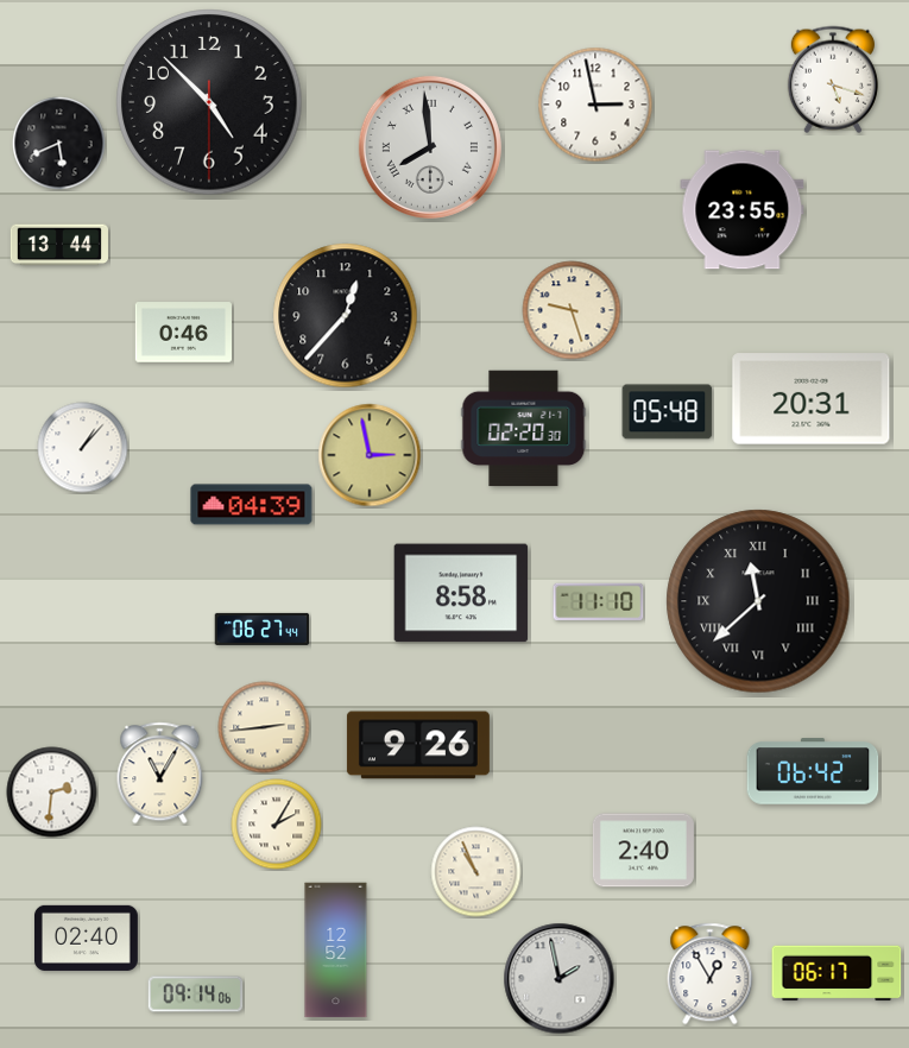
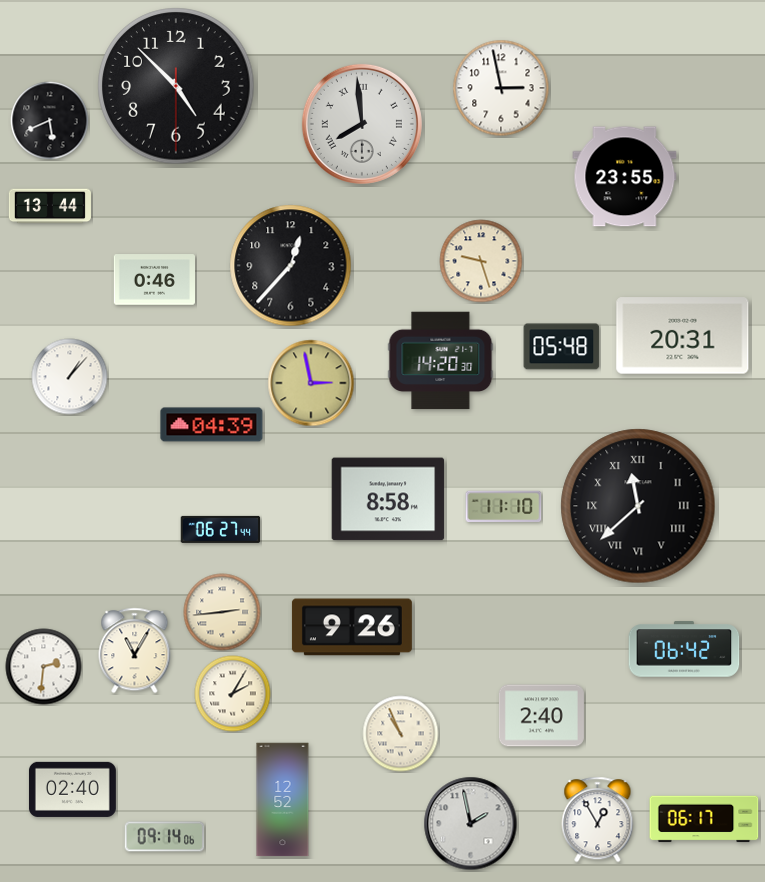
clock at (833, 80): 5:18 -> none
clock at (524, 429): 02:20 -> 14:20
